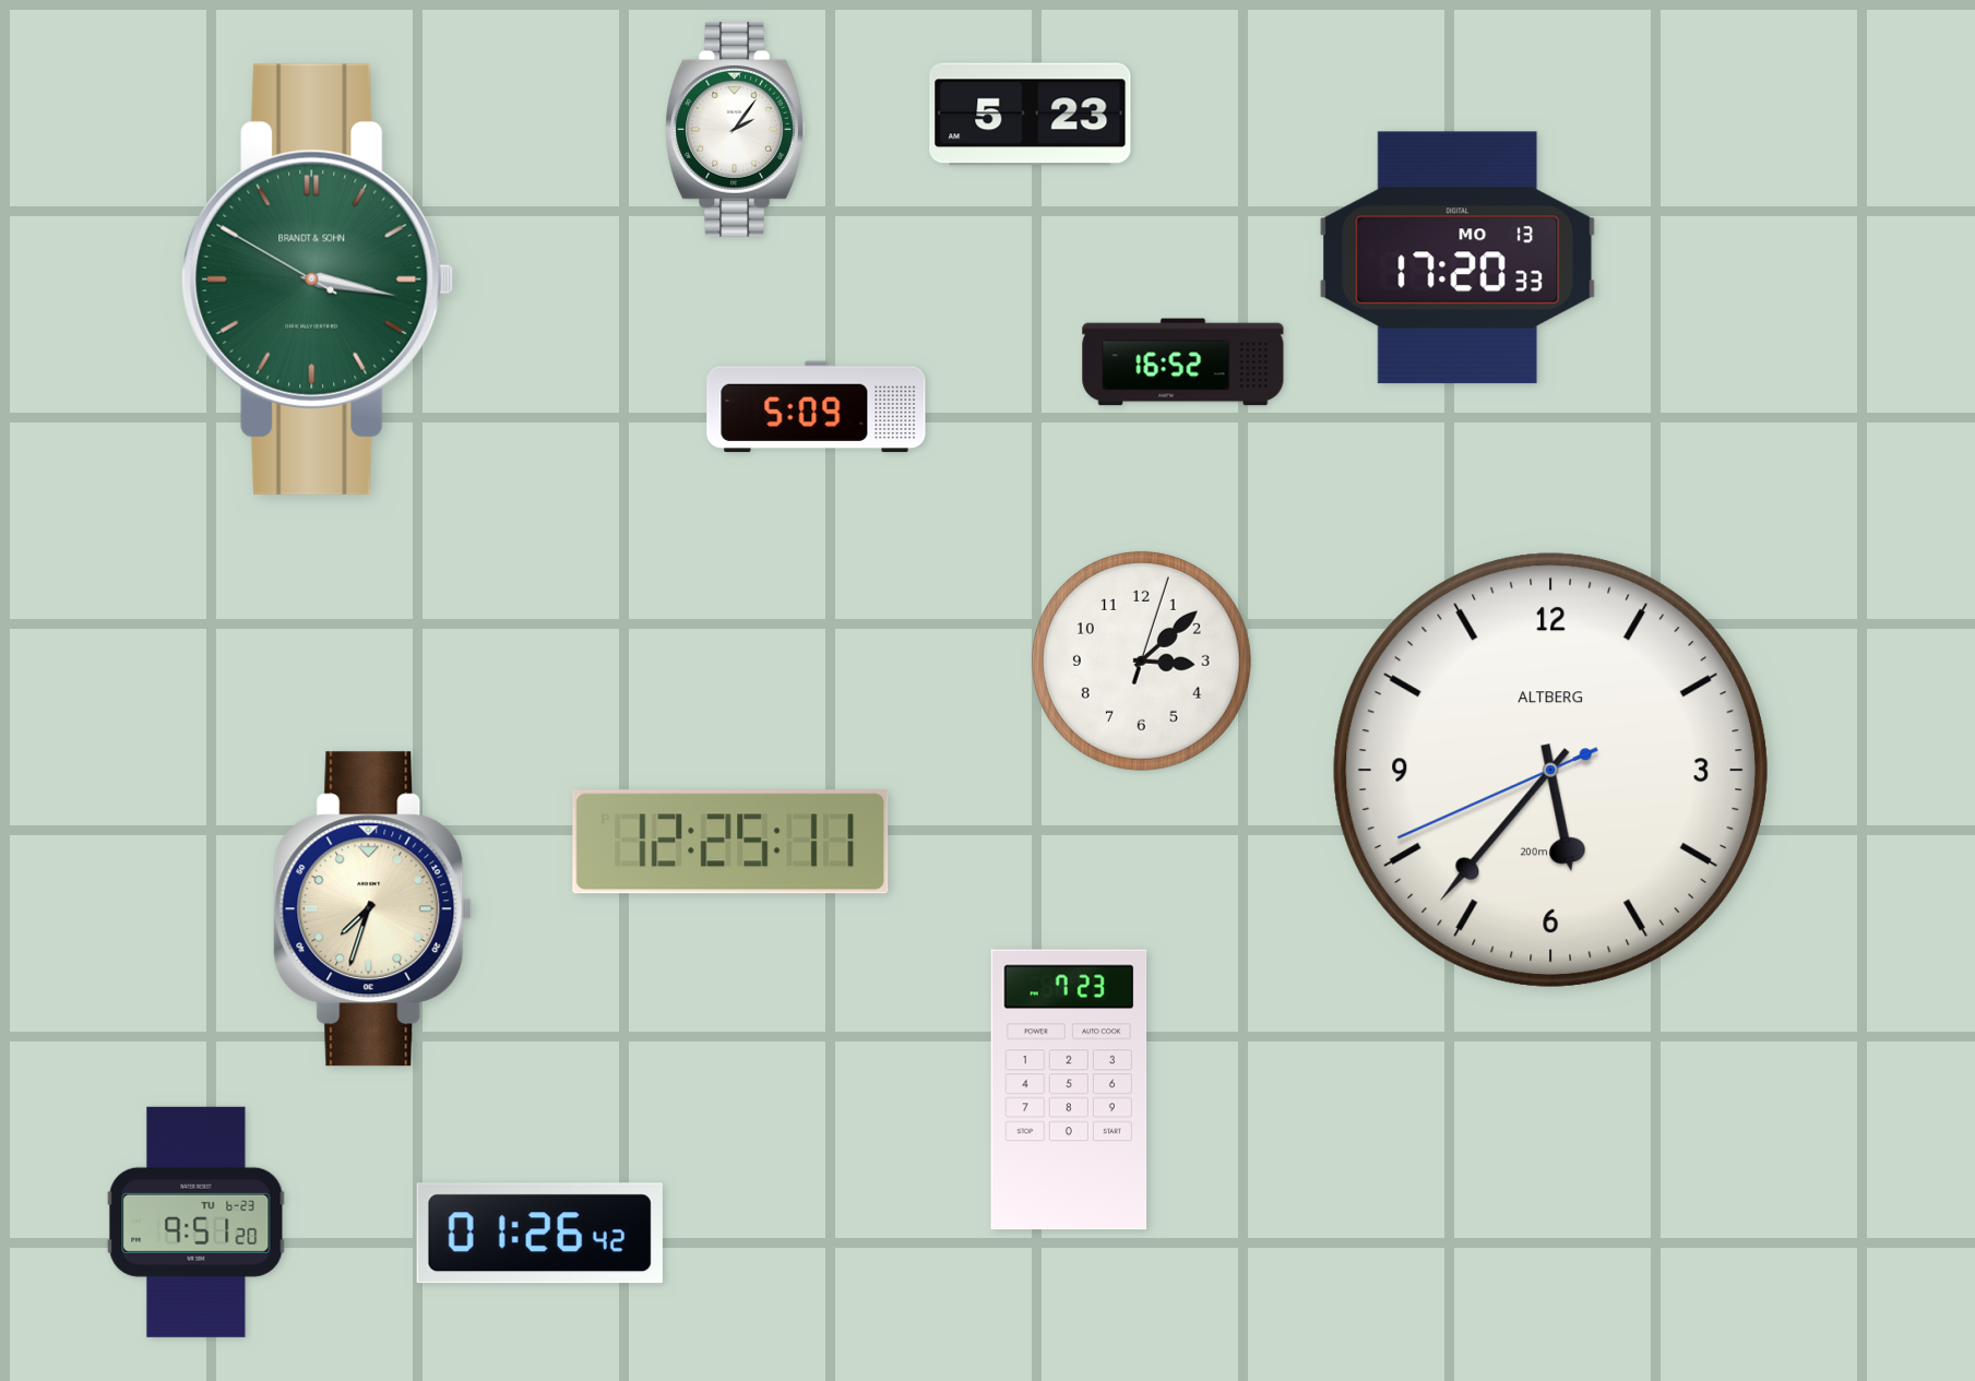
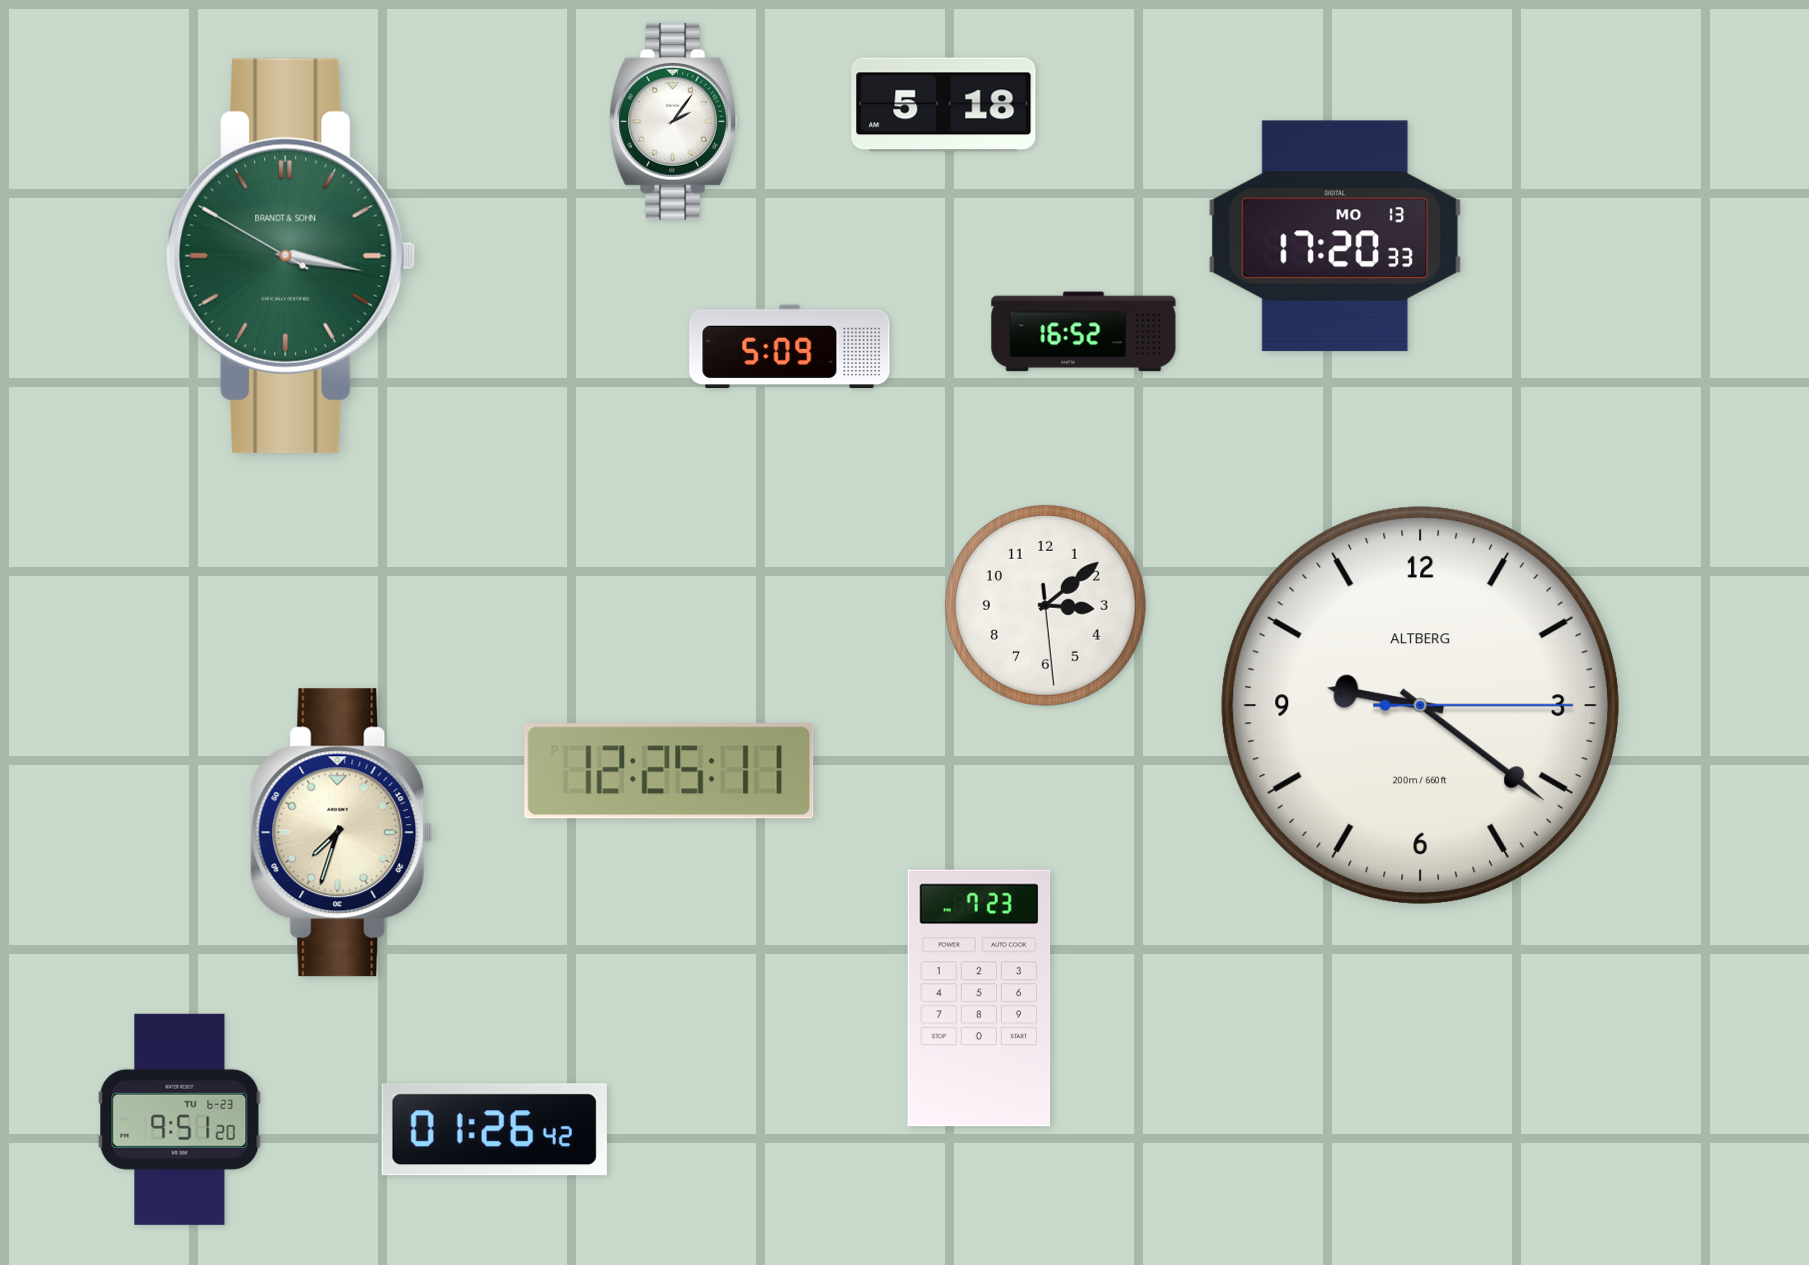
clock at (1031, 115): 5:23 -> 5:18
clock at (736, 129) position: (736, 129) -> (674, 121)
clock at (817, 407) position: (817, 407) -> (790, 347)
clock at (1141, 660): 3:08:03 -> 3:08:29
clock at (1550, 770): 5:36 -> 9:21
